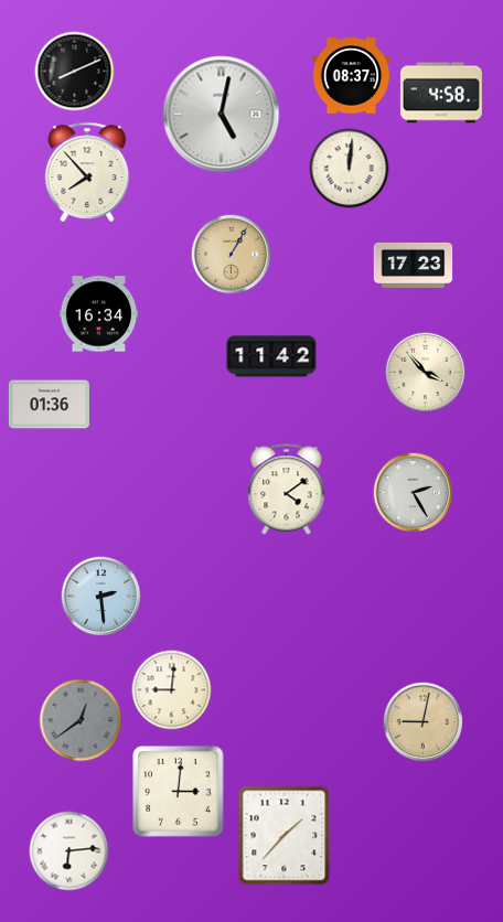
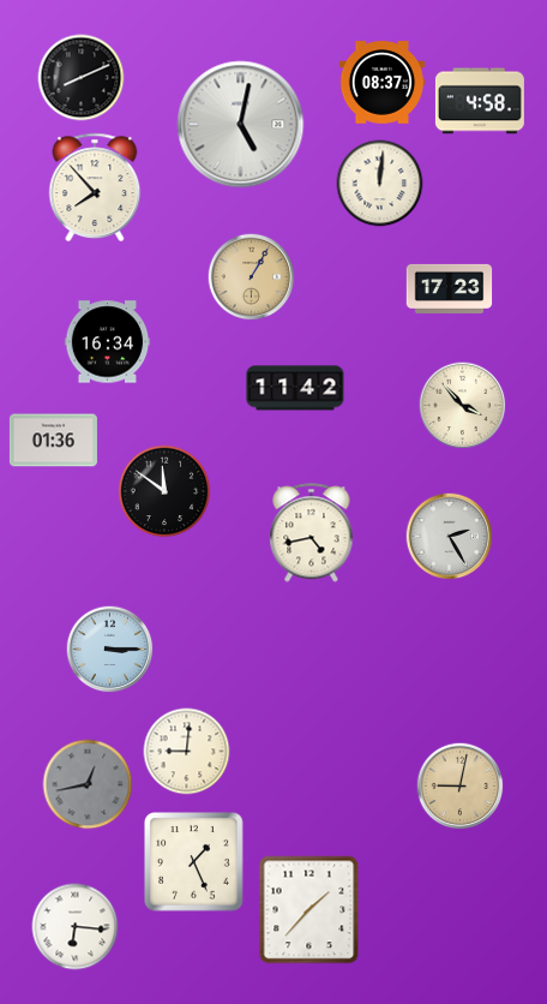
clock at (164, 491): none -> 11:51
clock at (287, 490): 4:09 -> 4:43
clock at (101, 597): 2:29 -> 3:15
clock at (81, 720): 12:39 -> 12:43
clock at (179, 792): 3:01 -> 1:26
clock at (69, 851): 6:14 -> 6:16
